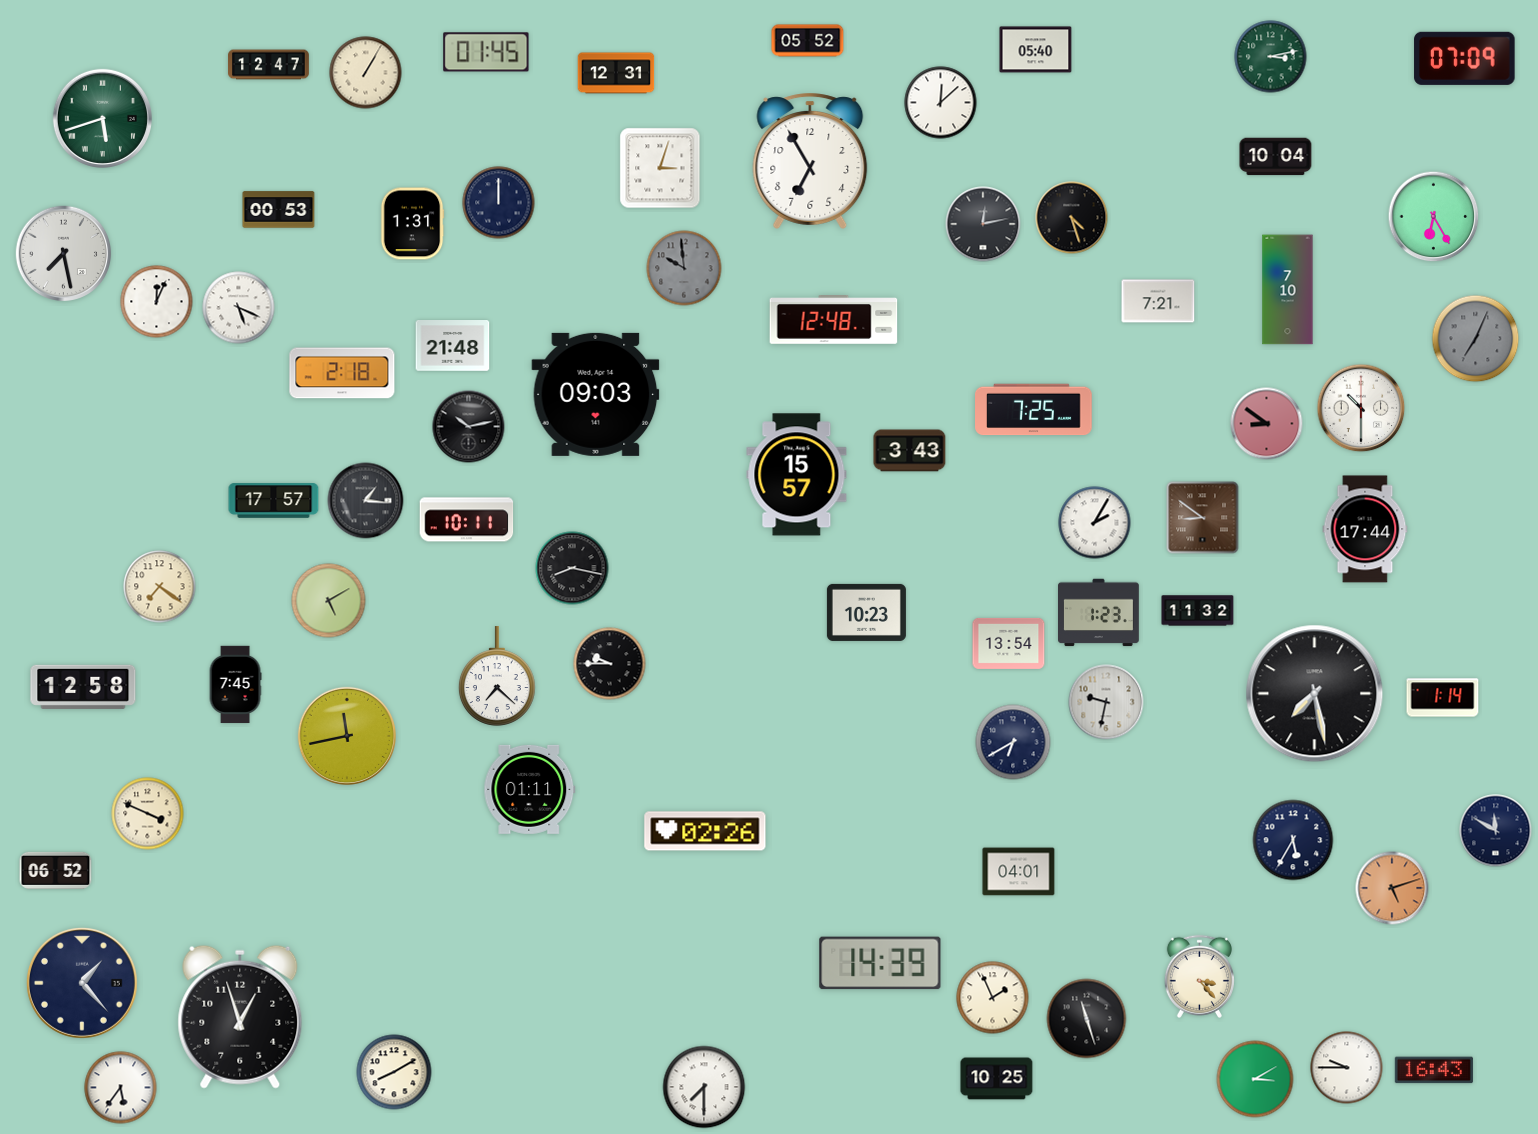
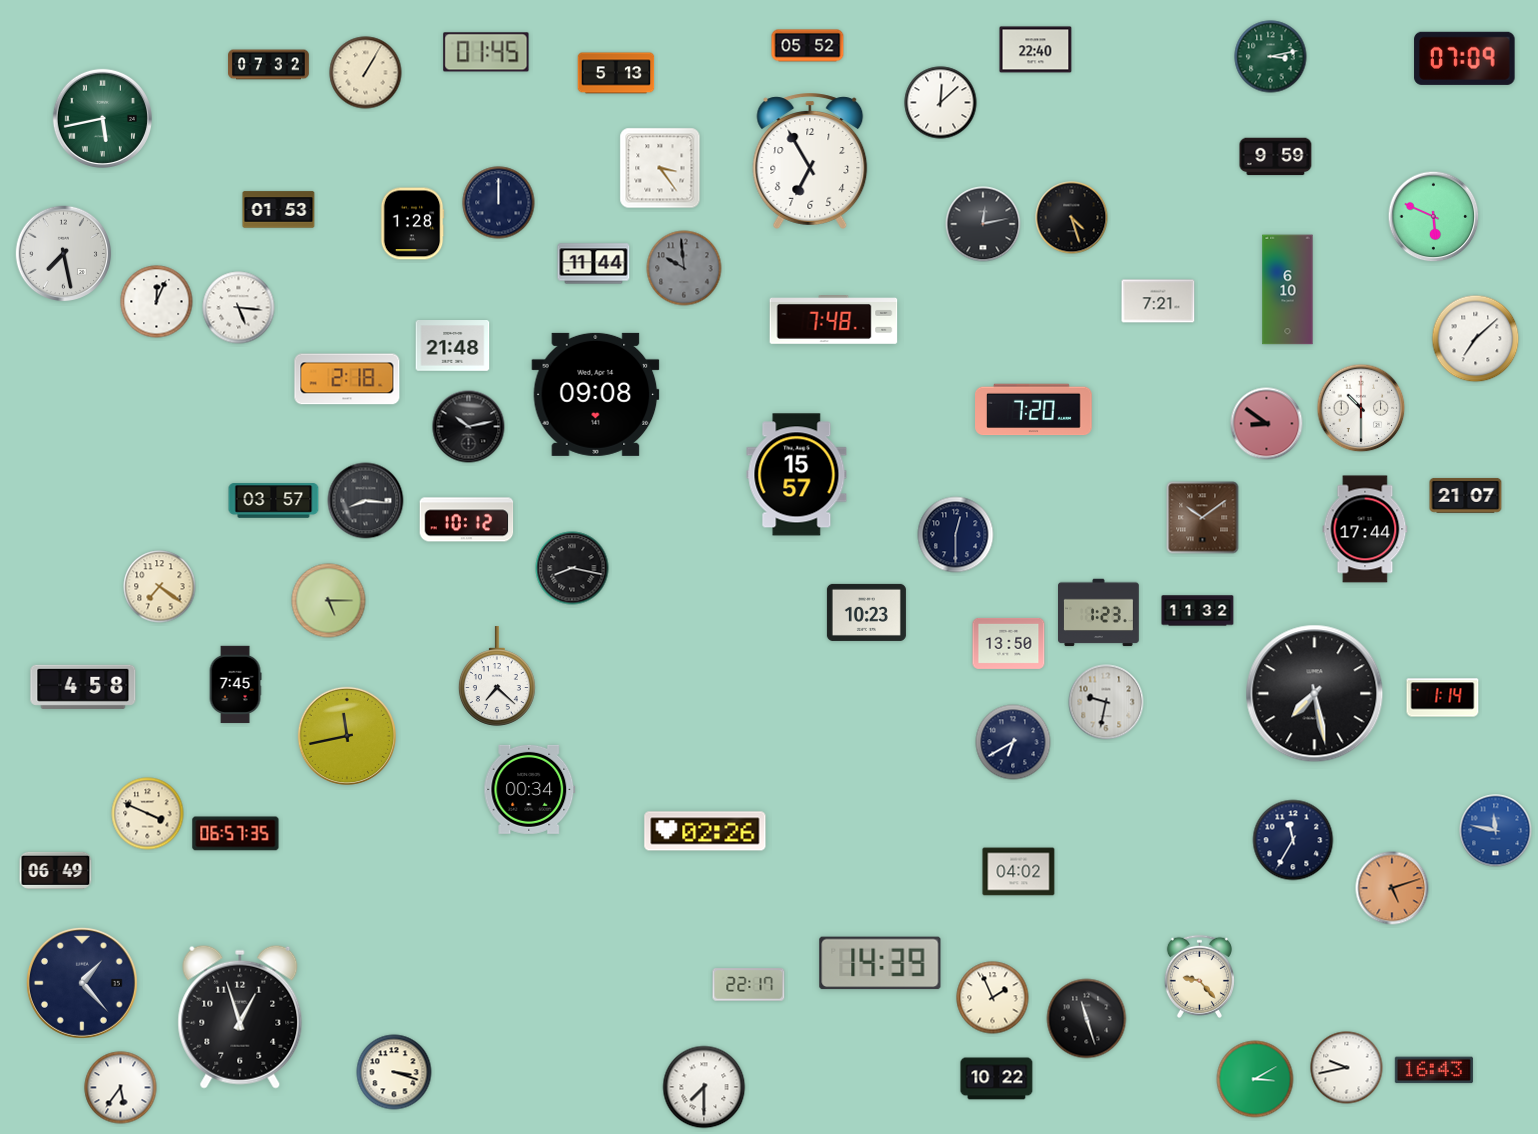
clock at (808, 41) position: (808, 41) -> (808, 46)
clock at (1036, 50): 05:40 -> 22:40
clock at (269, 65): 12:47 -> 07:32
clock at (616, 73): 12:31 -> 5:13
clock at (102, 118): 5:42 -> 5:43
clock at (1276, 157): 10:04 -> 9:59
clock at (660, 168): 3:03 -> 3:24
clock at (279, 210): 00:53 -> 01:53
clock at (1434, 217): 6:25 -> 5:49
clock at (412, 224): 1:31 -> 1:28
clock at (594, 264): none -> 11:44
clock at (1288, 290): 7:10 -> 6:10
clock at (239, 308): 5:19 -> 5:16
clock at (834, 320): 12:48 -> 7:48
clock at (1476, 339): 7:04 -> 7:08
clock at (1476, 339) dial: grey -> white
clock at (342, 373) position: (342, 373) -> (347, 379)
clock at (596, 394): 09:03 -> 09:08
clock at (1034, 410): 7:25 -> 7:20
clock at (910, 451): 3:43 -> none
clock at (1466, 495): none -> 21:07
clock at (274, 501): 17:57 -> 03:57
clock at (366, 501): 1:16 -> 8:16
clock at (1203, 518): 8:51 -> 10:09
clock at (467, 520): 10:11 -> 10:12
clock at (1095, 523): 2:05 -> none
clock at (956, 535): none -> 12:30
clock at (329, 601): 5:10 -> 5:15
clock at (1009, 643): 13:54 -> 13:50
clock at (610, 664): 9:45 -> none
clock at (83, 687): 12:58 -> 4:58
clock at (530, 789): 01:11 -> 00:34
clock at (1496, 831): 11:50 -> 11:47
clock at (1496, 831) dial: navy -> blue
clock at (236, 834): none -> 06:57
clock at (1293, 840): 5:35 -> 11:35
clock at (56, 870): 06:52 -> 06:49
clock at (1019, 872): 04:01 -> 04:02
clock at (1199, 976): 3:23 -> 9:23
clock at (749, 985): none -> 22:17
clock at (1347, 1068): 9:45 -> 9:43
clock at (394, 1072): 8:10 -> 3:18
clock at (997, 1079): 10:25 -> 10:22
